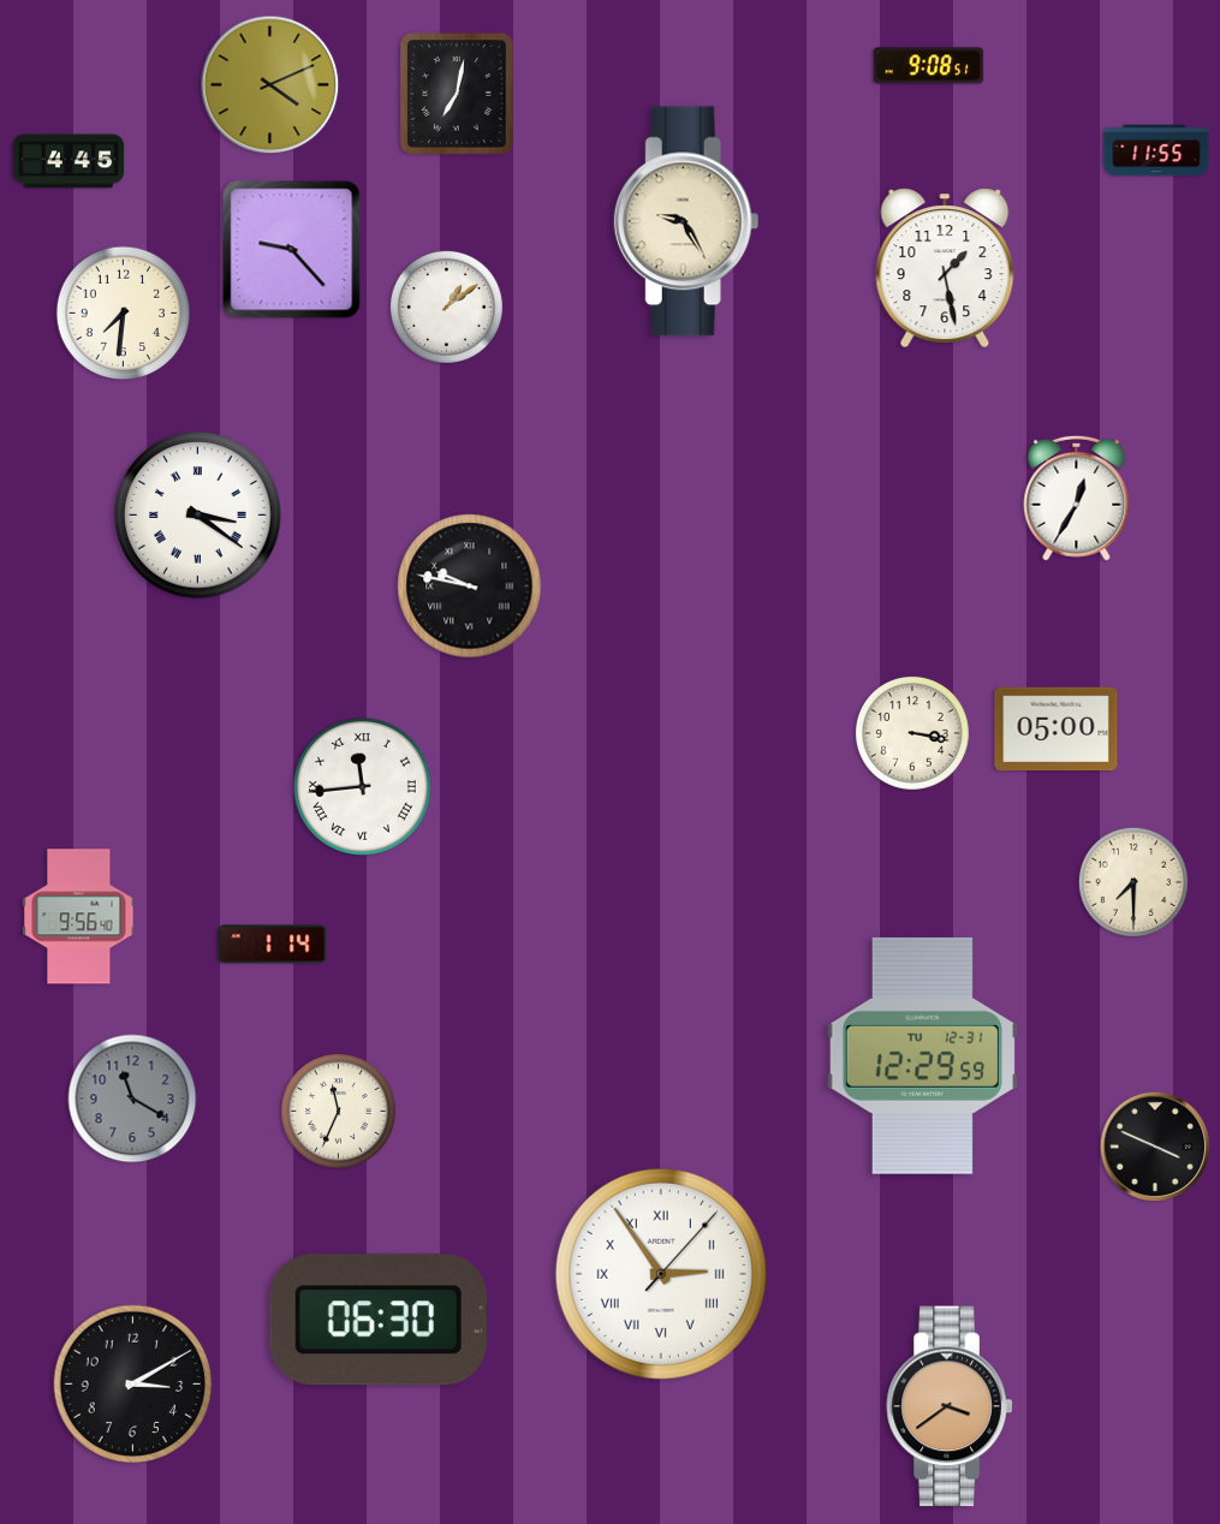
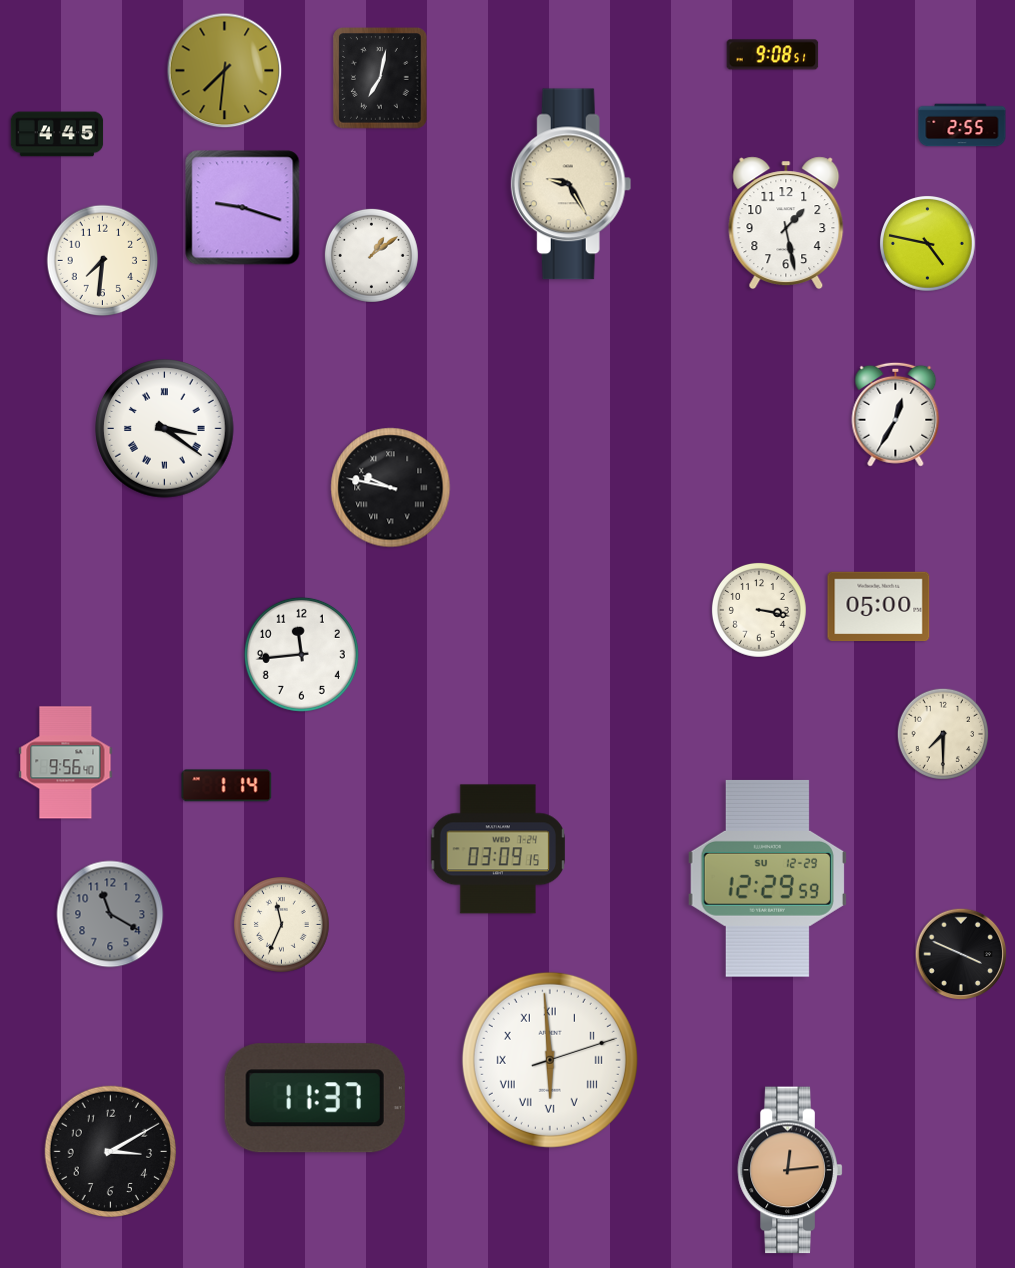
clock at (270, 85): 4:11 -> 7:31
clock at (1156, 150): 11:55 -> 2:55
clock at (292, 250): 9:23 -> 9:18
clock at (928, 244): none -> 4:47
clock at (362, 786) numerals: Roman -> Arabic
clock at (497, 849): none -> 03:09
clock at (922, 1055) date: TU 12-31 -> SU 12-29
clock at (661, 1274): 2:54 -> 5:59
clock at (379, 1320): 06:30 -> 11:37
clock at (950, 1406): 3:39 -> 12:14
